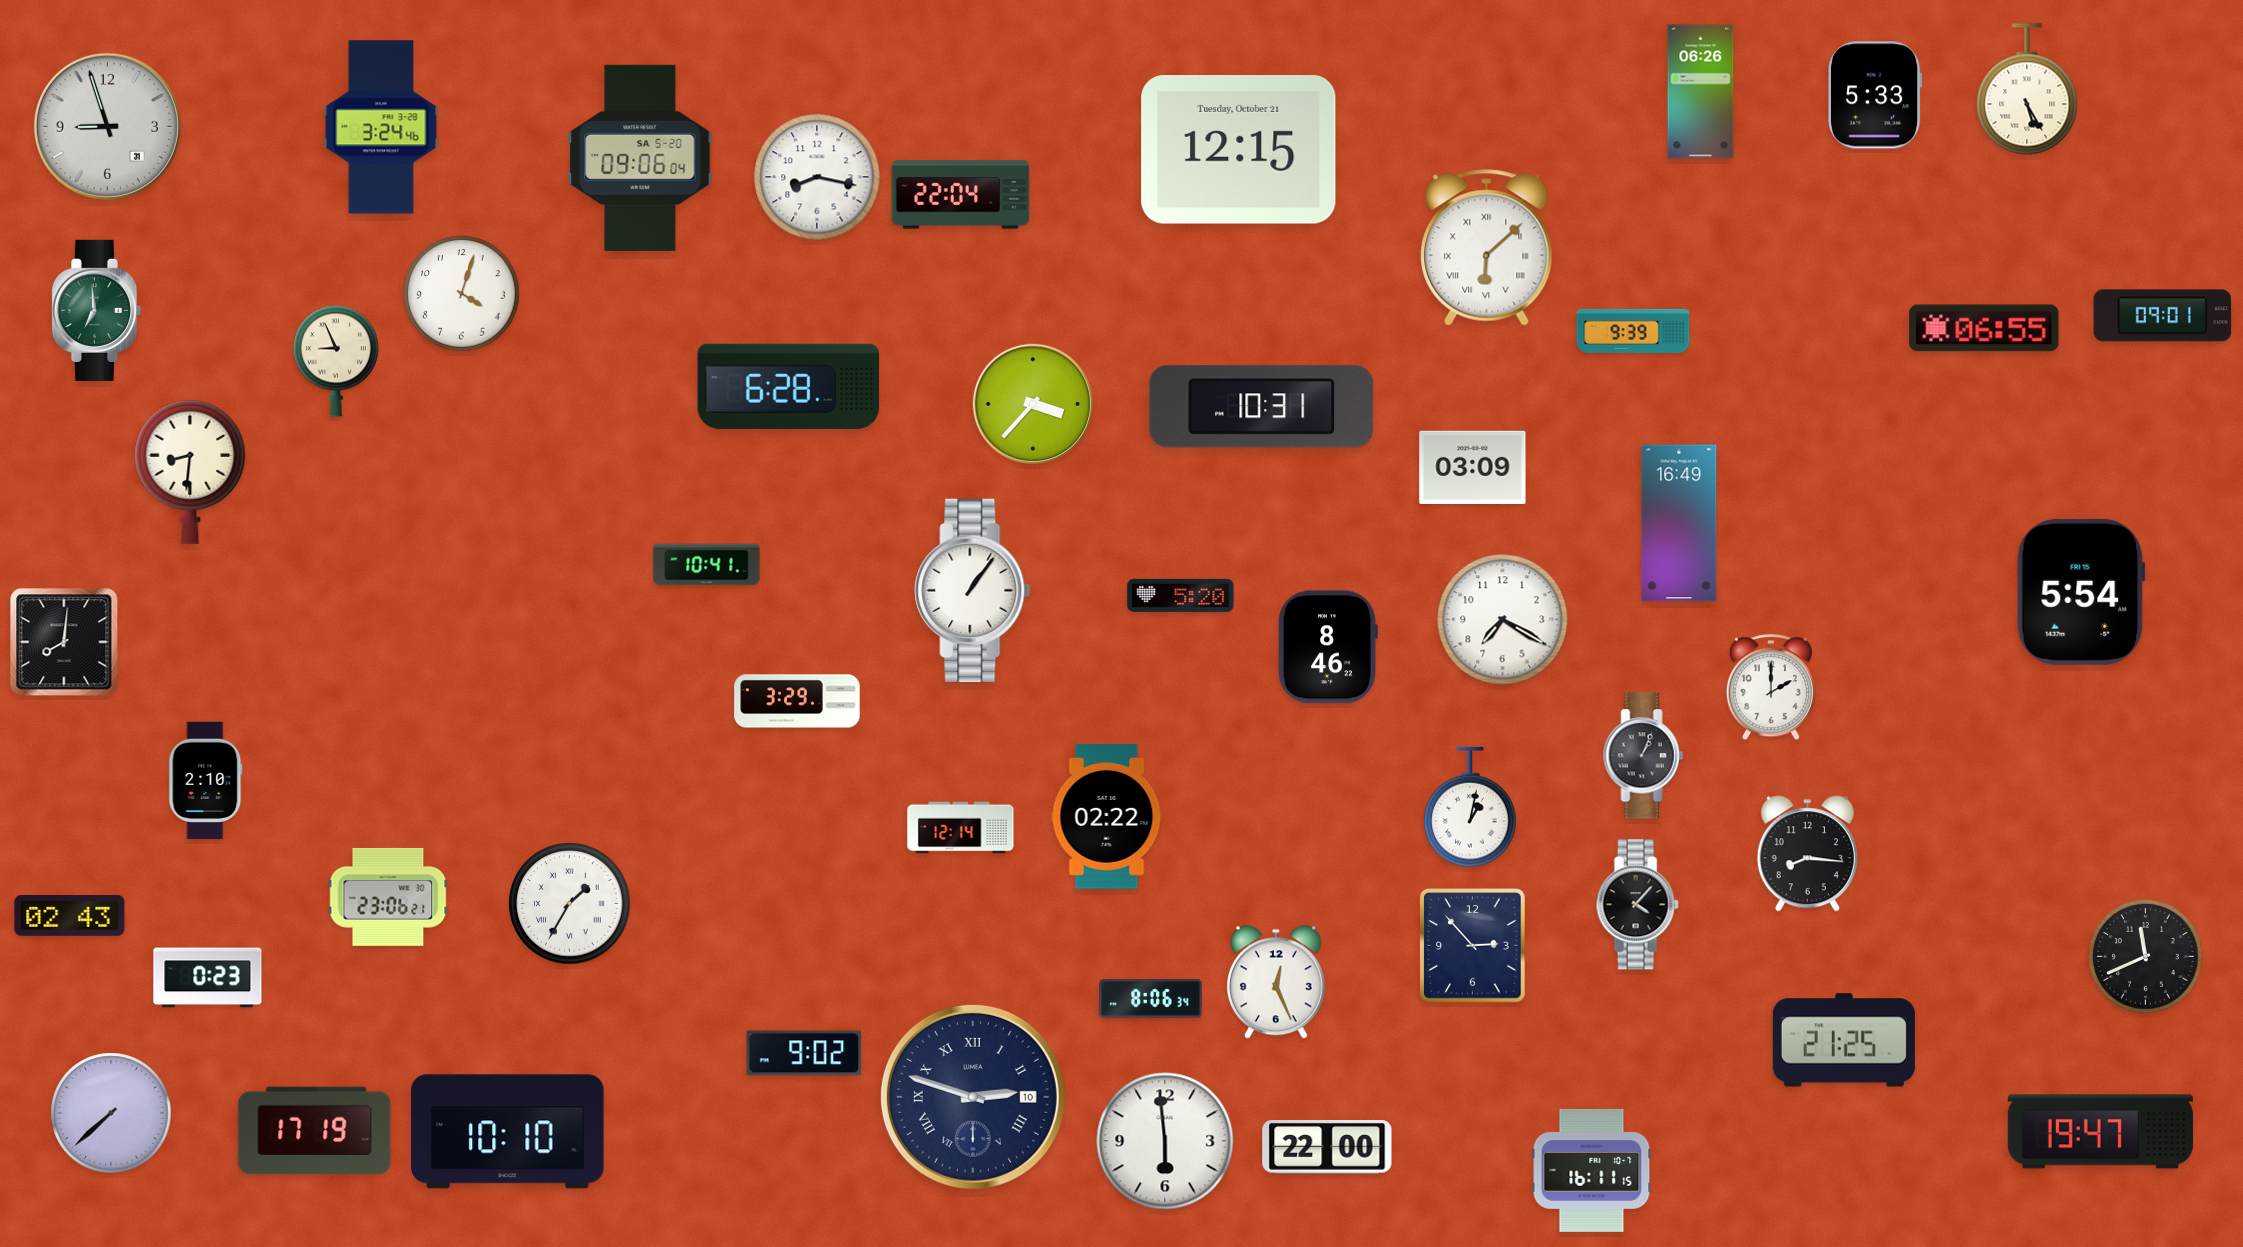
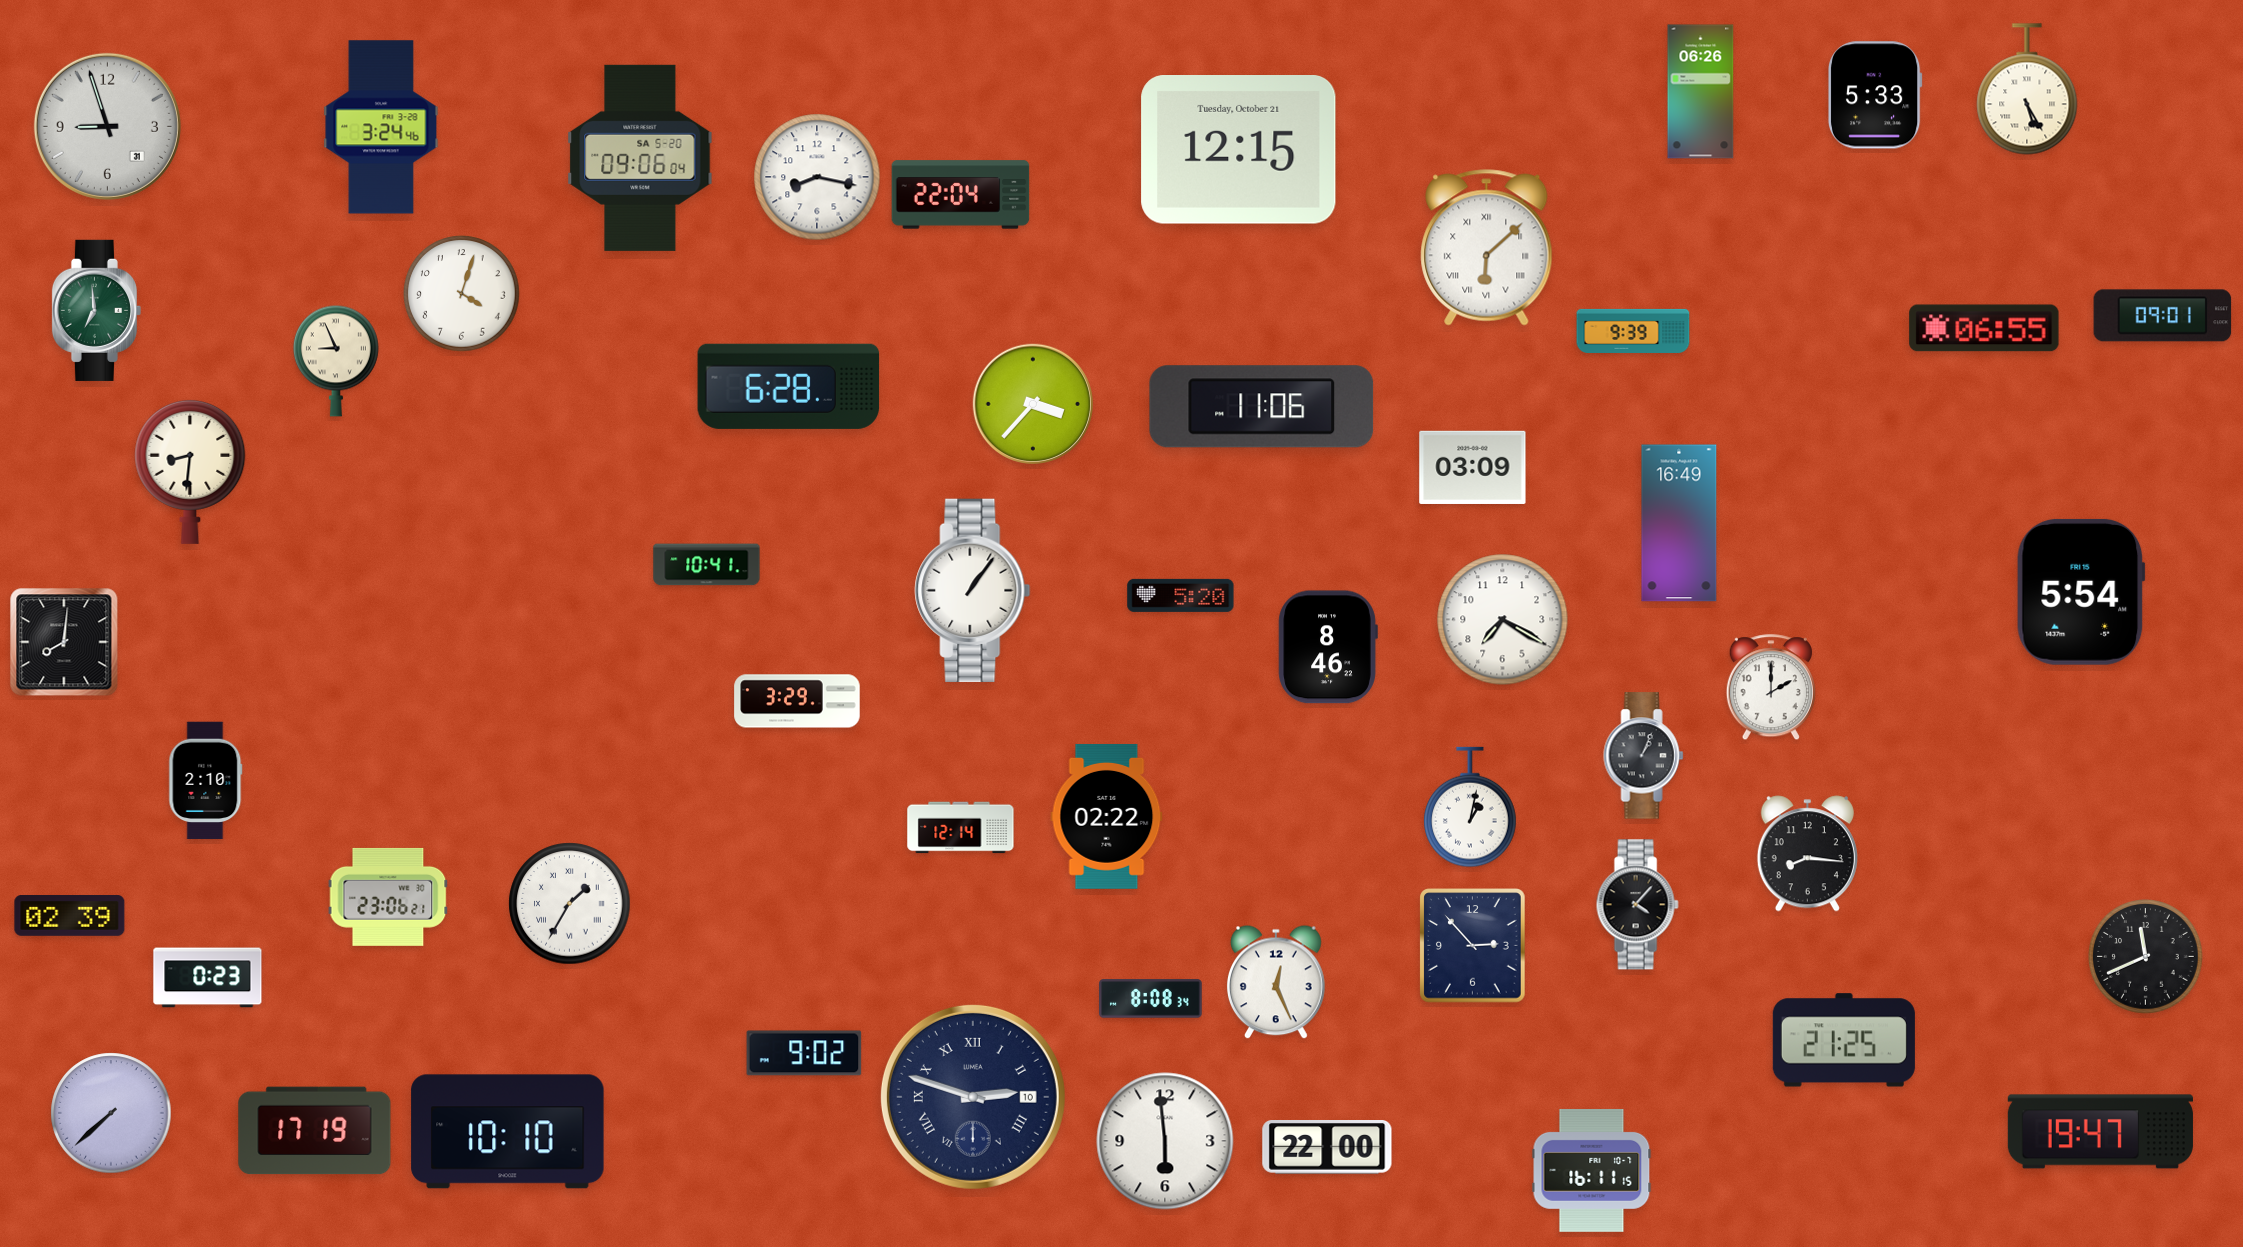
clock at (1262, 407): 10:31 -> 11:06
clock at (70, 916): 02:43 -> 02:39
clock at (1151, 999): 8:06 -> 8:08
